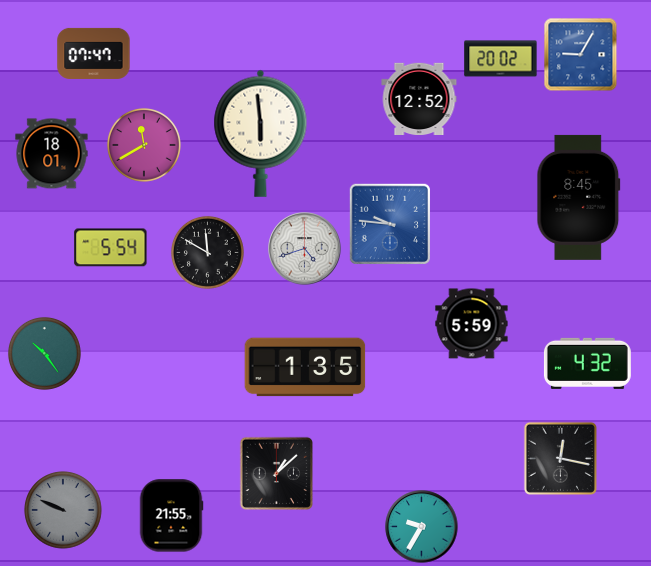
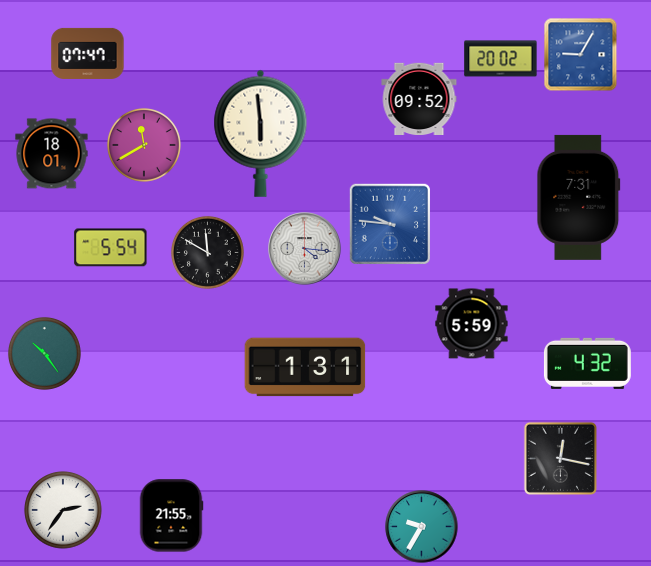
clock at (94, 53) position: (94, 53) -> (88, 53)
clock at (419, 98): 12:52 -> 09:52
clock at (579, 197): 8:45 -> 7:31
clock at (305, 249): 4:42 -> 4:16
clock at (305, 367): 1:35 -> 1:31
clock at (276, 473): 1:08 -> none
clock at (63, 510): 9:49 -> 2:36
clock at (63, 510) dial: grey -> white
